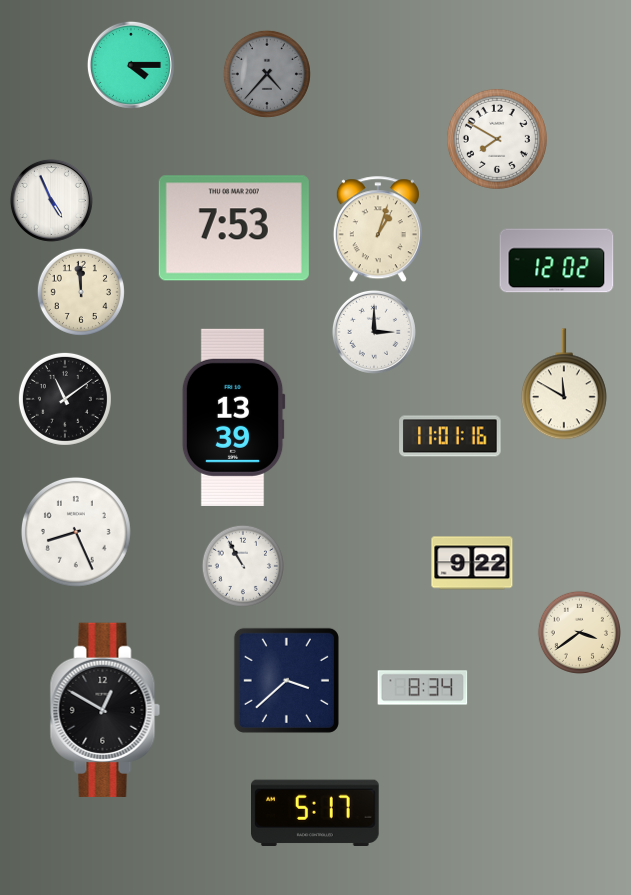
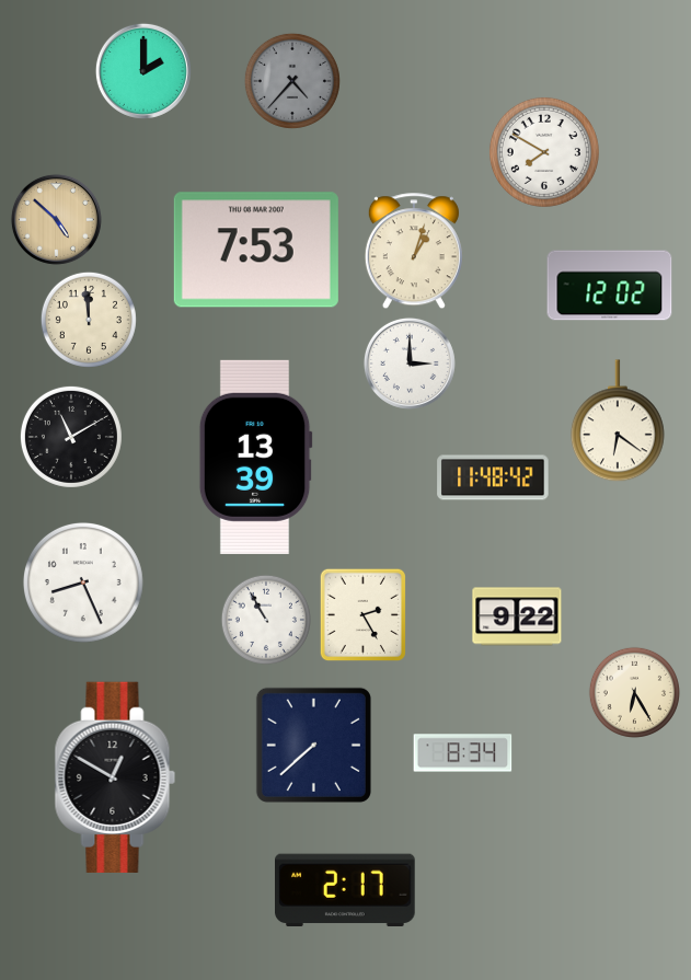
clock at (131, 65): 4:15 -> 2:00
clock at (51, 200): 4:56 -> 4:52
clock at (51, 200) dial: white -> champagne
clock at (564, 385): 11:50 -> 6:21
clock at (65, 399): 11:09 -> 11:10
clock at (450, 436): 11:01 -> 11:48
clock at (362, 614): none -> 2:25
clock at (579, 632): 3:39 -> 6:25
clock at (286, 680): 3:38 -> 7:38
clock at (316, 813): 5:17 -> 2:17
